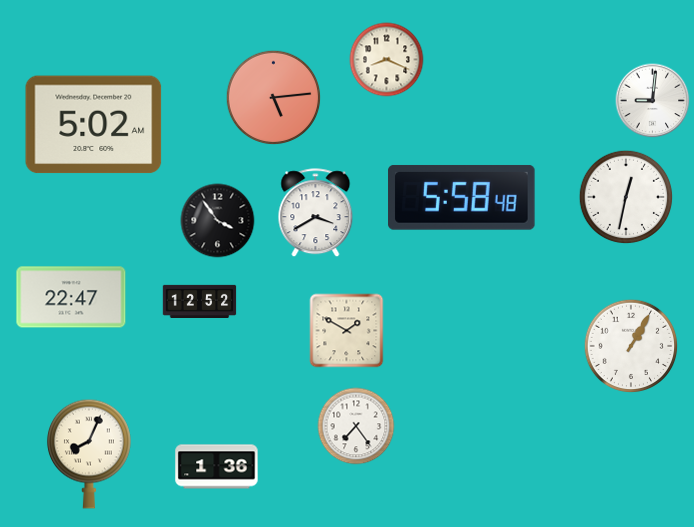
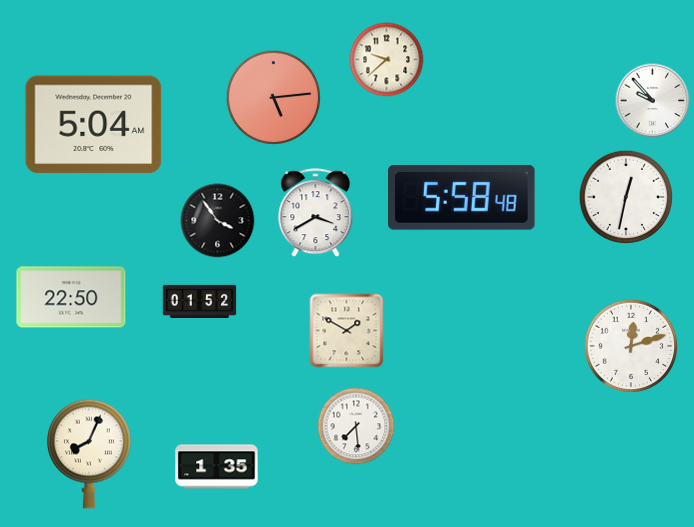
clock at (387, 60): 8:19 -> 9:38
clock at (653, 101): 9:01 -> 9:53
clock at (94, 125): 5:02 -> 5:04
clock at (71, 297): 22:47 -> 22:50
clock at (200, 301): 12:52 -> 01:52
clock at (631, 346): 1:05 -> 12:12
clock at (356, 426): 7:24 -> 7:29
clock at (217, 467): 1:36 -> 1:35
